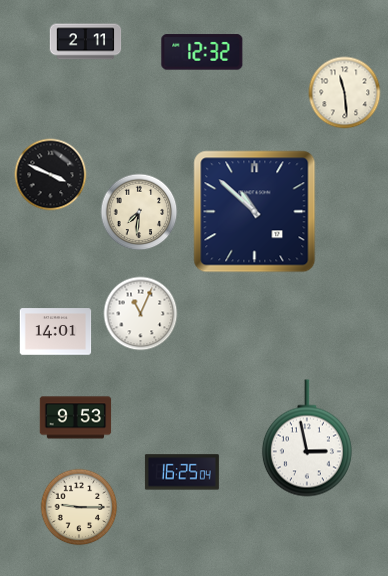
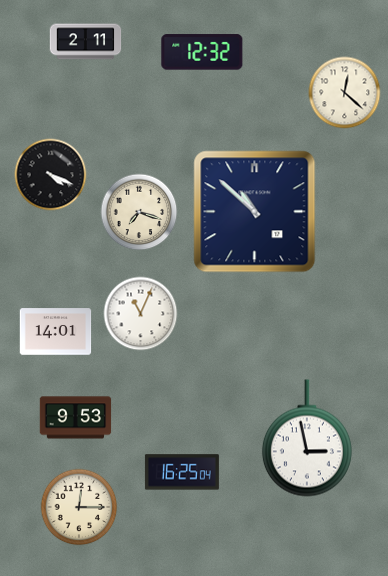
clock at (345, 93): 11:29 -> 12:22
clock at (51, 175): 3:49 -> 4:19
clock at (139, 212): 7:31 -> 7:18
clock at (79, 507): 9:15 -> 12:15
